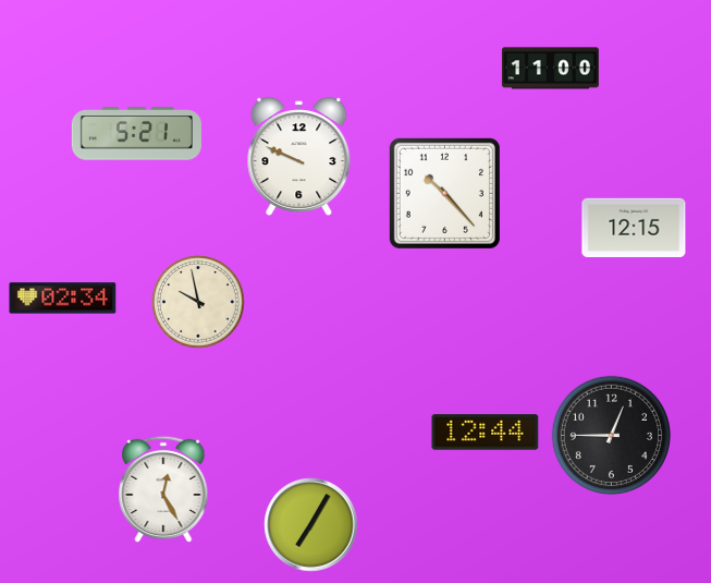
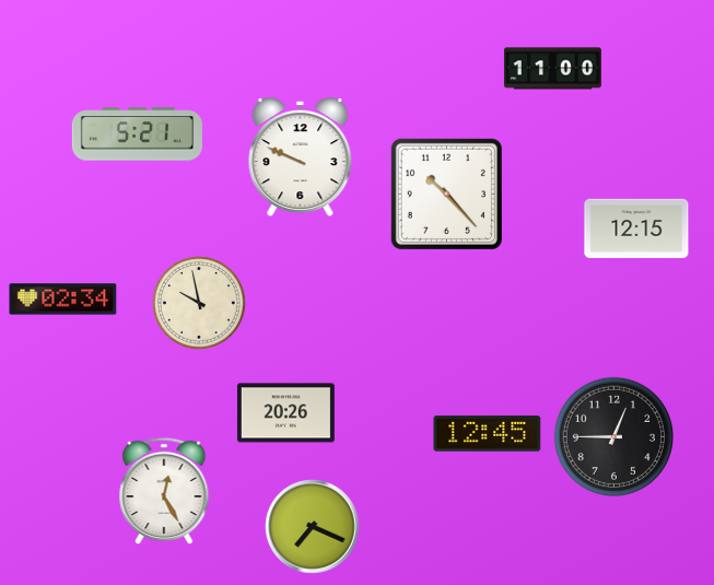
clock at (285, 413): none -> 20:26
clock at (486, 433): 12:44 -> 12:45
clock at (311, 525): 7:05 -> 7:19
